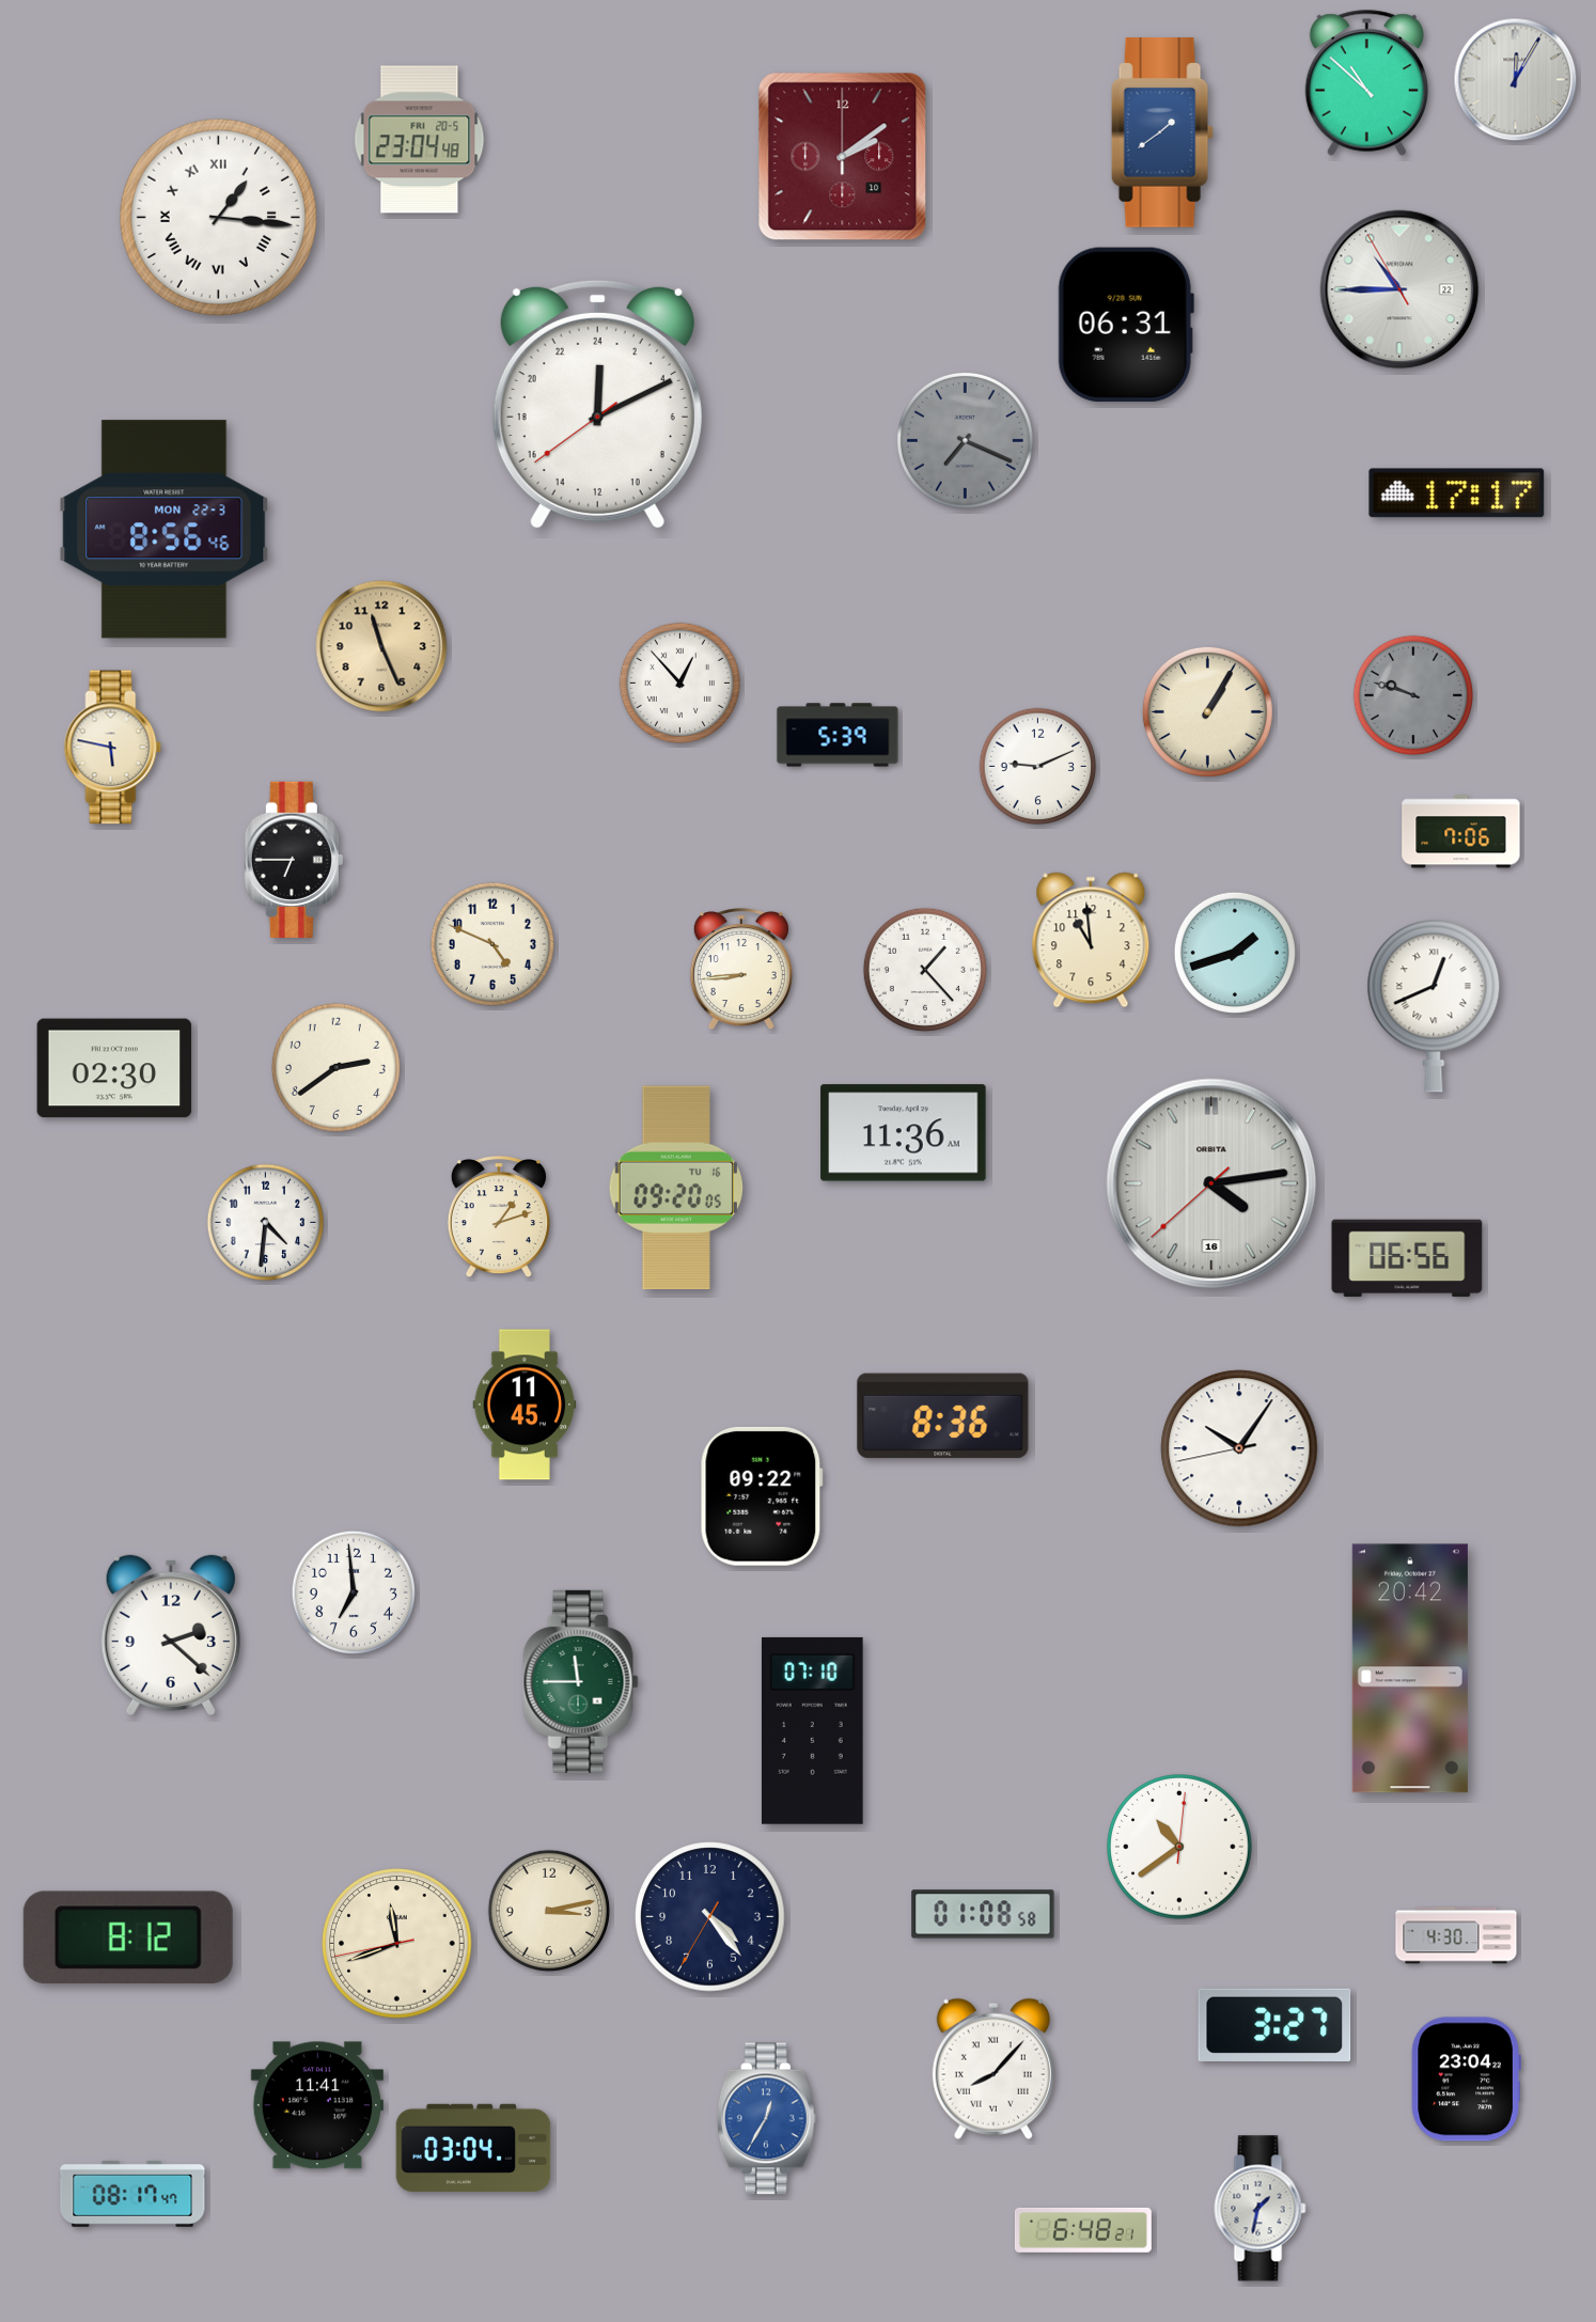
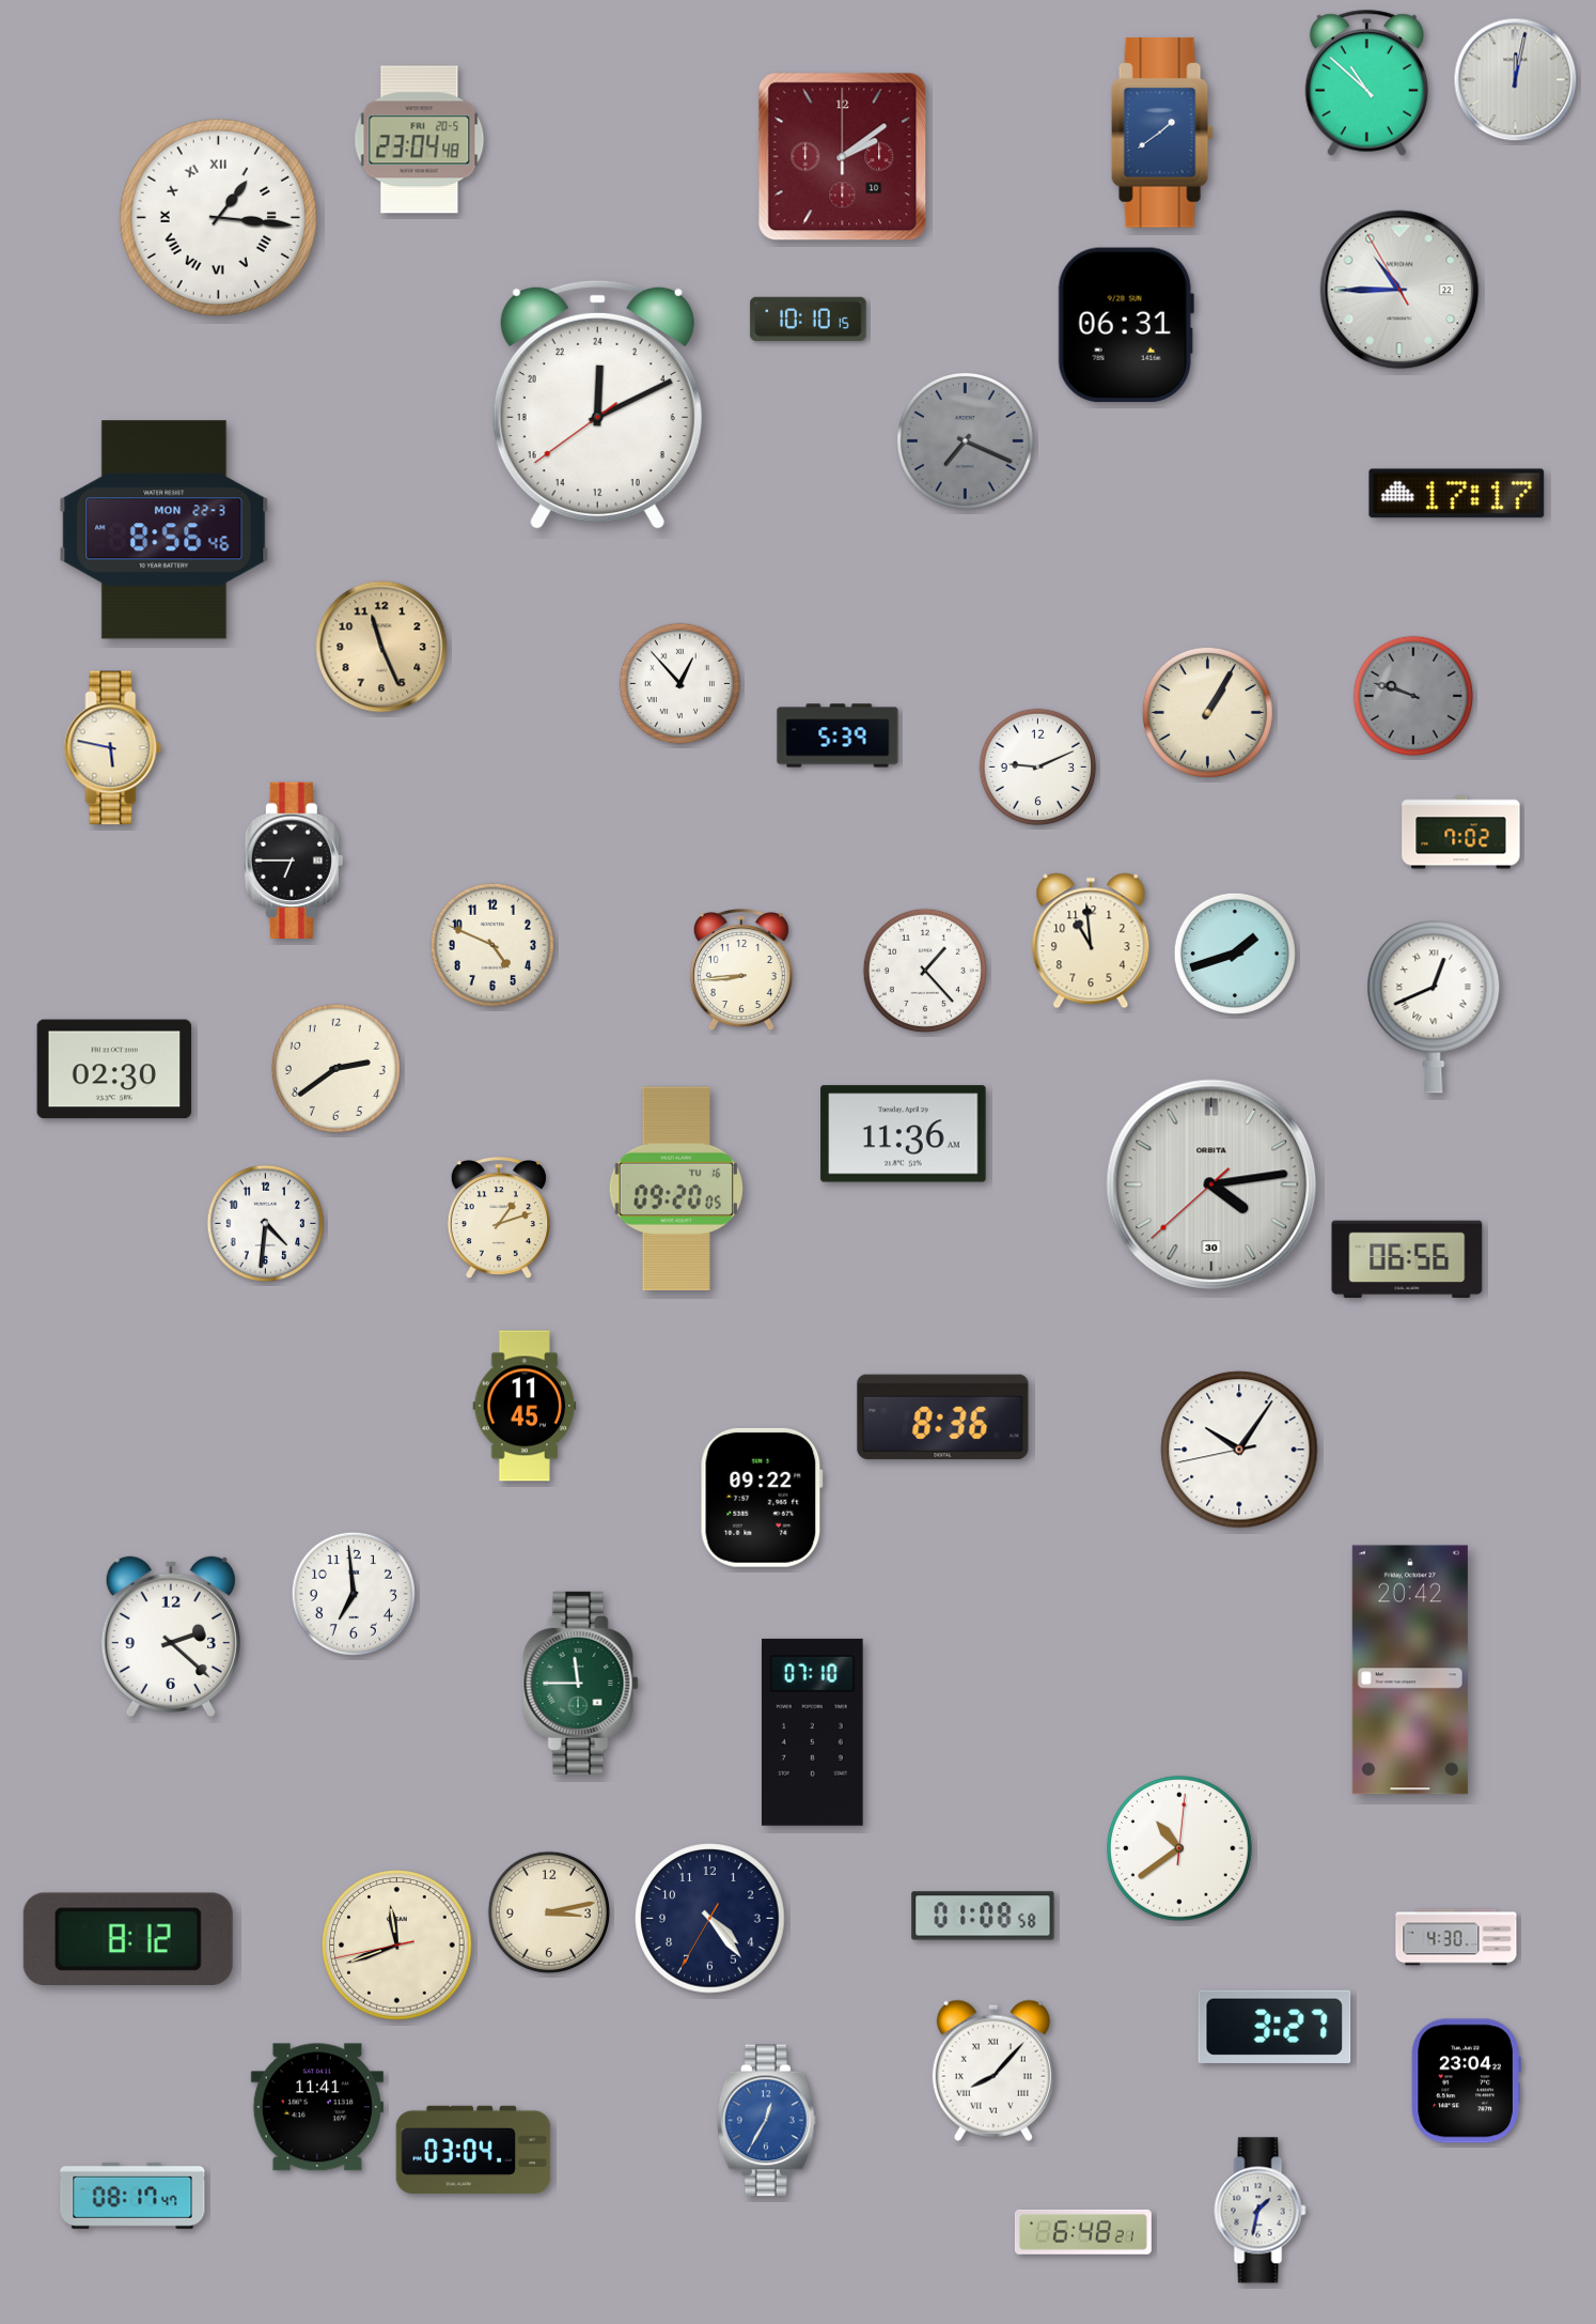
clock at (1516, 80): 12:05 -> 12:02
clock at (809, 320): none -> 10:10
clock at (1461, 832): 7:06 -> 7:02
clock at (1211, 1183) date: 16 -> 30
